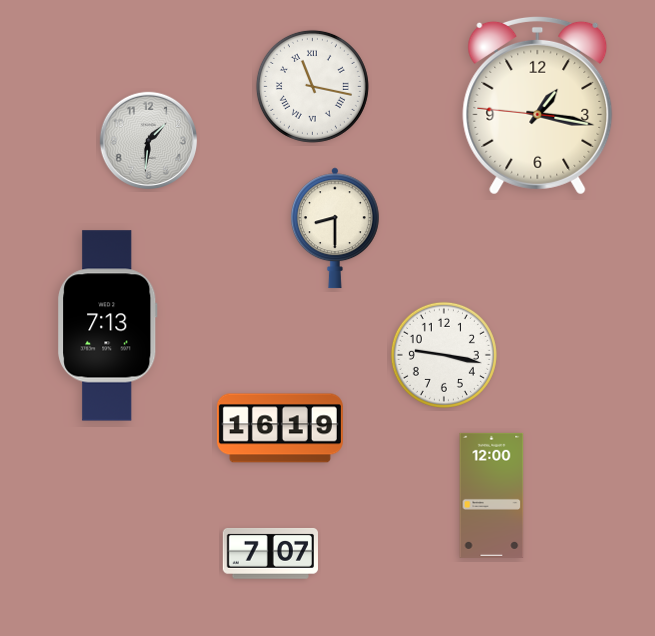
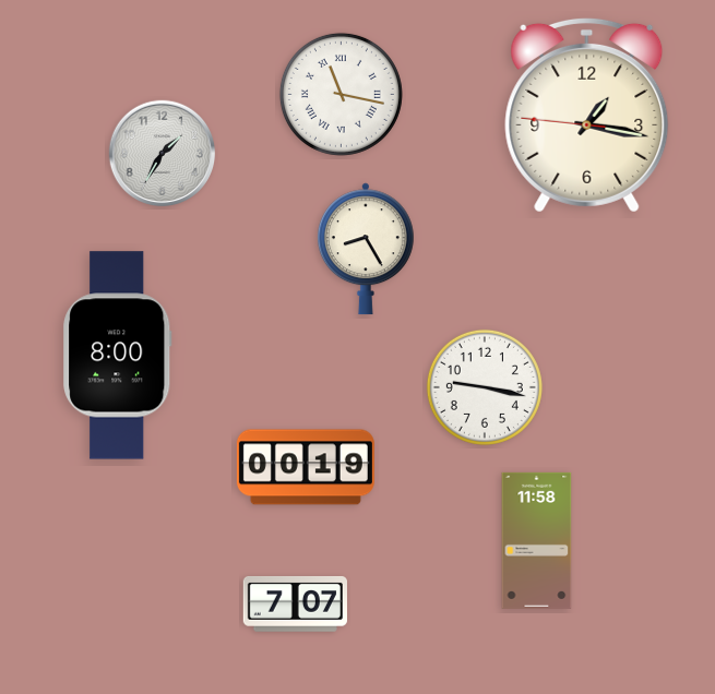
clock at (149, 141): 1:31 -> 1:35
clock at (335, 228): 8:30 -> 8:25
clock at (108, 326): 7:13 -> 8:00
clock at (280, 428): 16:19 -> 00:19
clock at (492, 495): 12:00 -> 11:58
